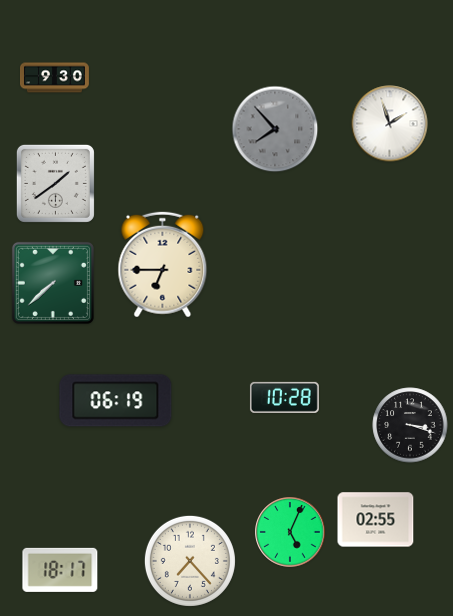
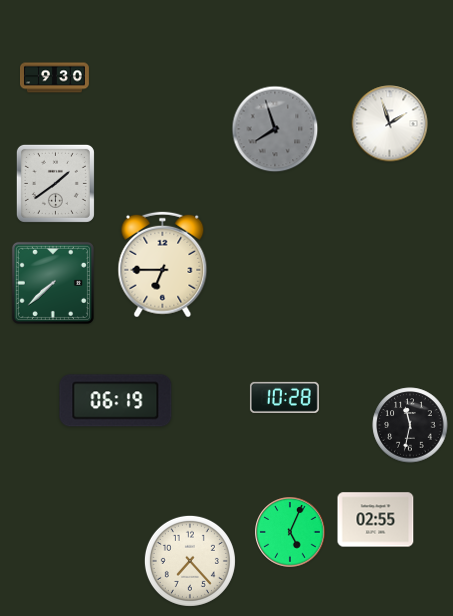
clock at (275, 129): 7:53 -> 7:57
clock at (410, 425): 3:18 -> 11:32
clock at (60, 570): 18:17 -> none
